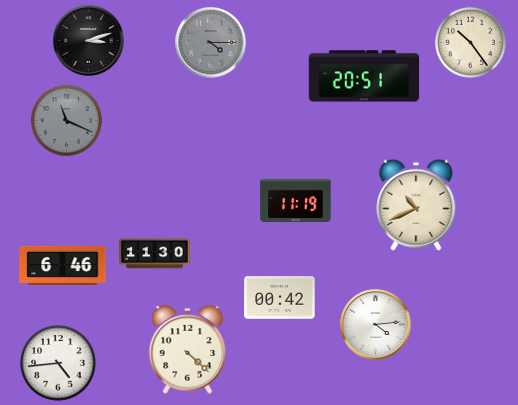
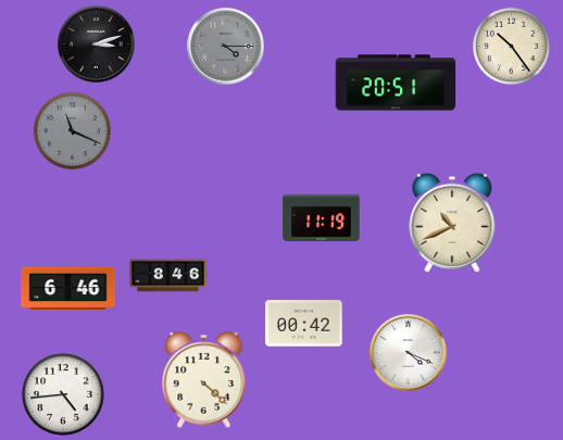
clock at (211, 43) position: (211, 43) -> (226, 47)
clock at (155, 254): 11:30 -> 8:46
clock at (376, 325): 4:14 -> 4:19
